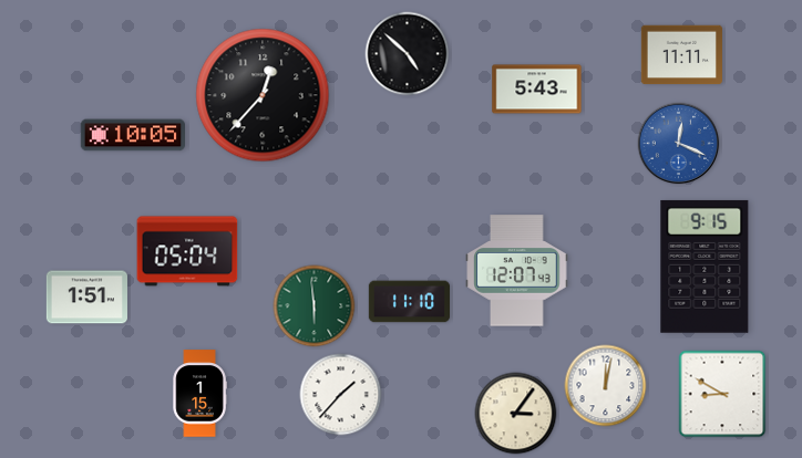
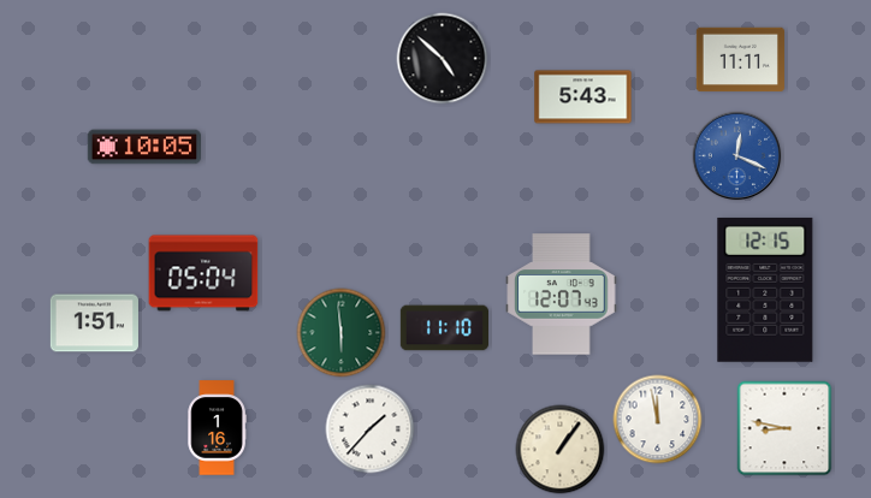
clock at (263, 95): 12:37 -> none
clock at (705, 267): 9:15 -> 12:15
clock at (606, 386): 12:02 -> 11:58
clock at (199, 394): 1:15 -> 1:16
clock at (722, 394): 8:50 -> 8:47
clock at (516, 414): 3:06 -> 1:06
